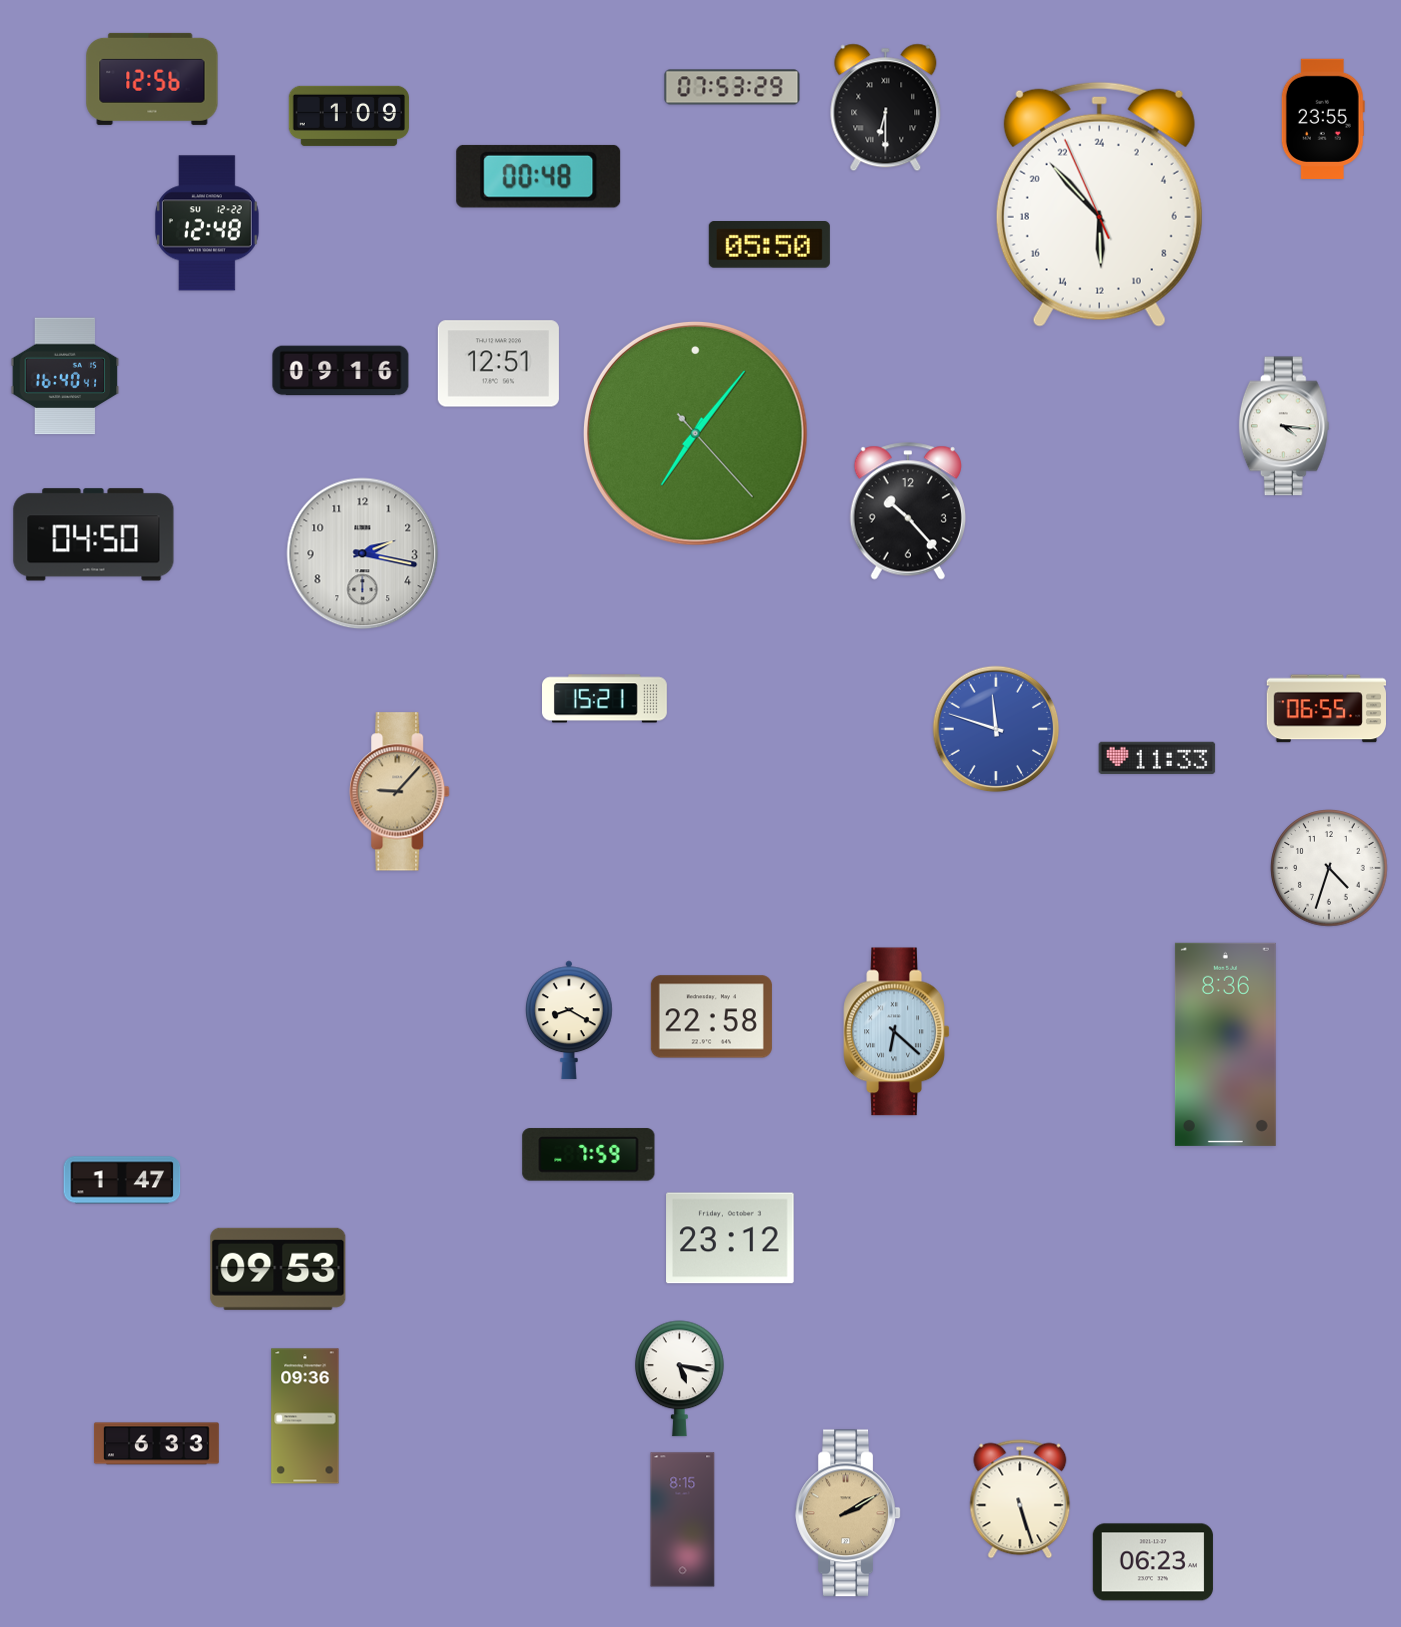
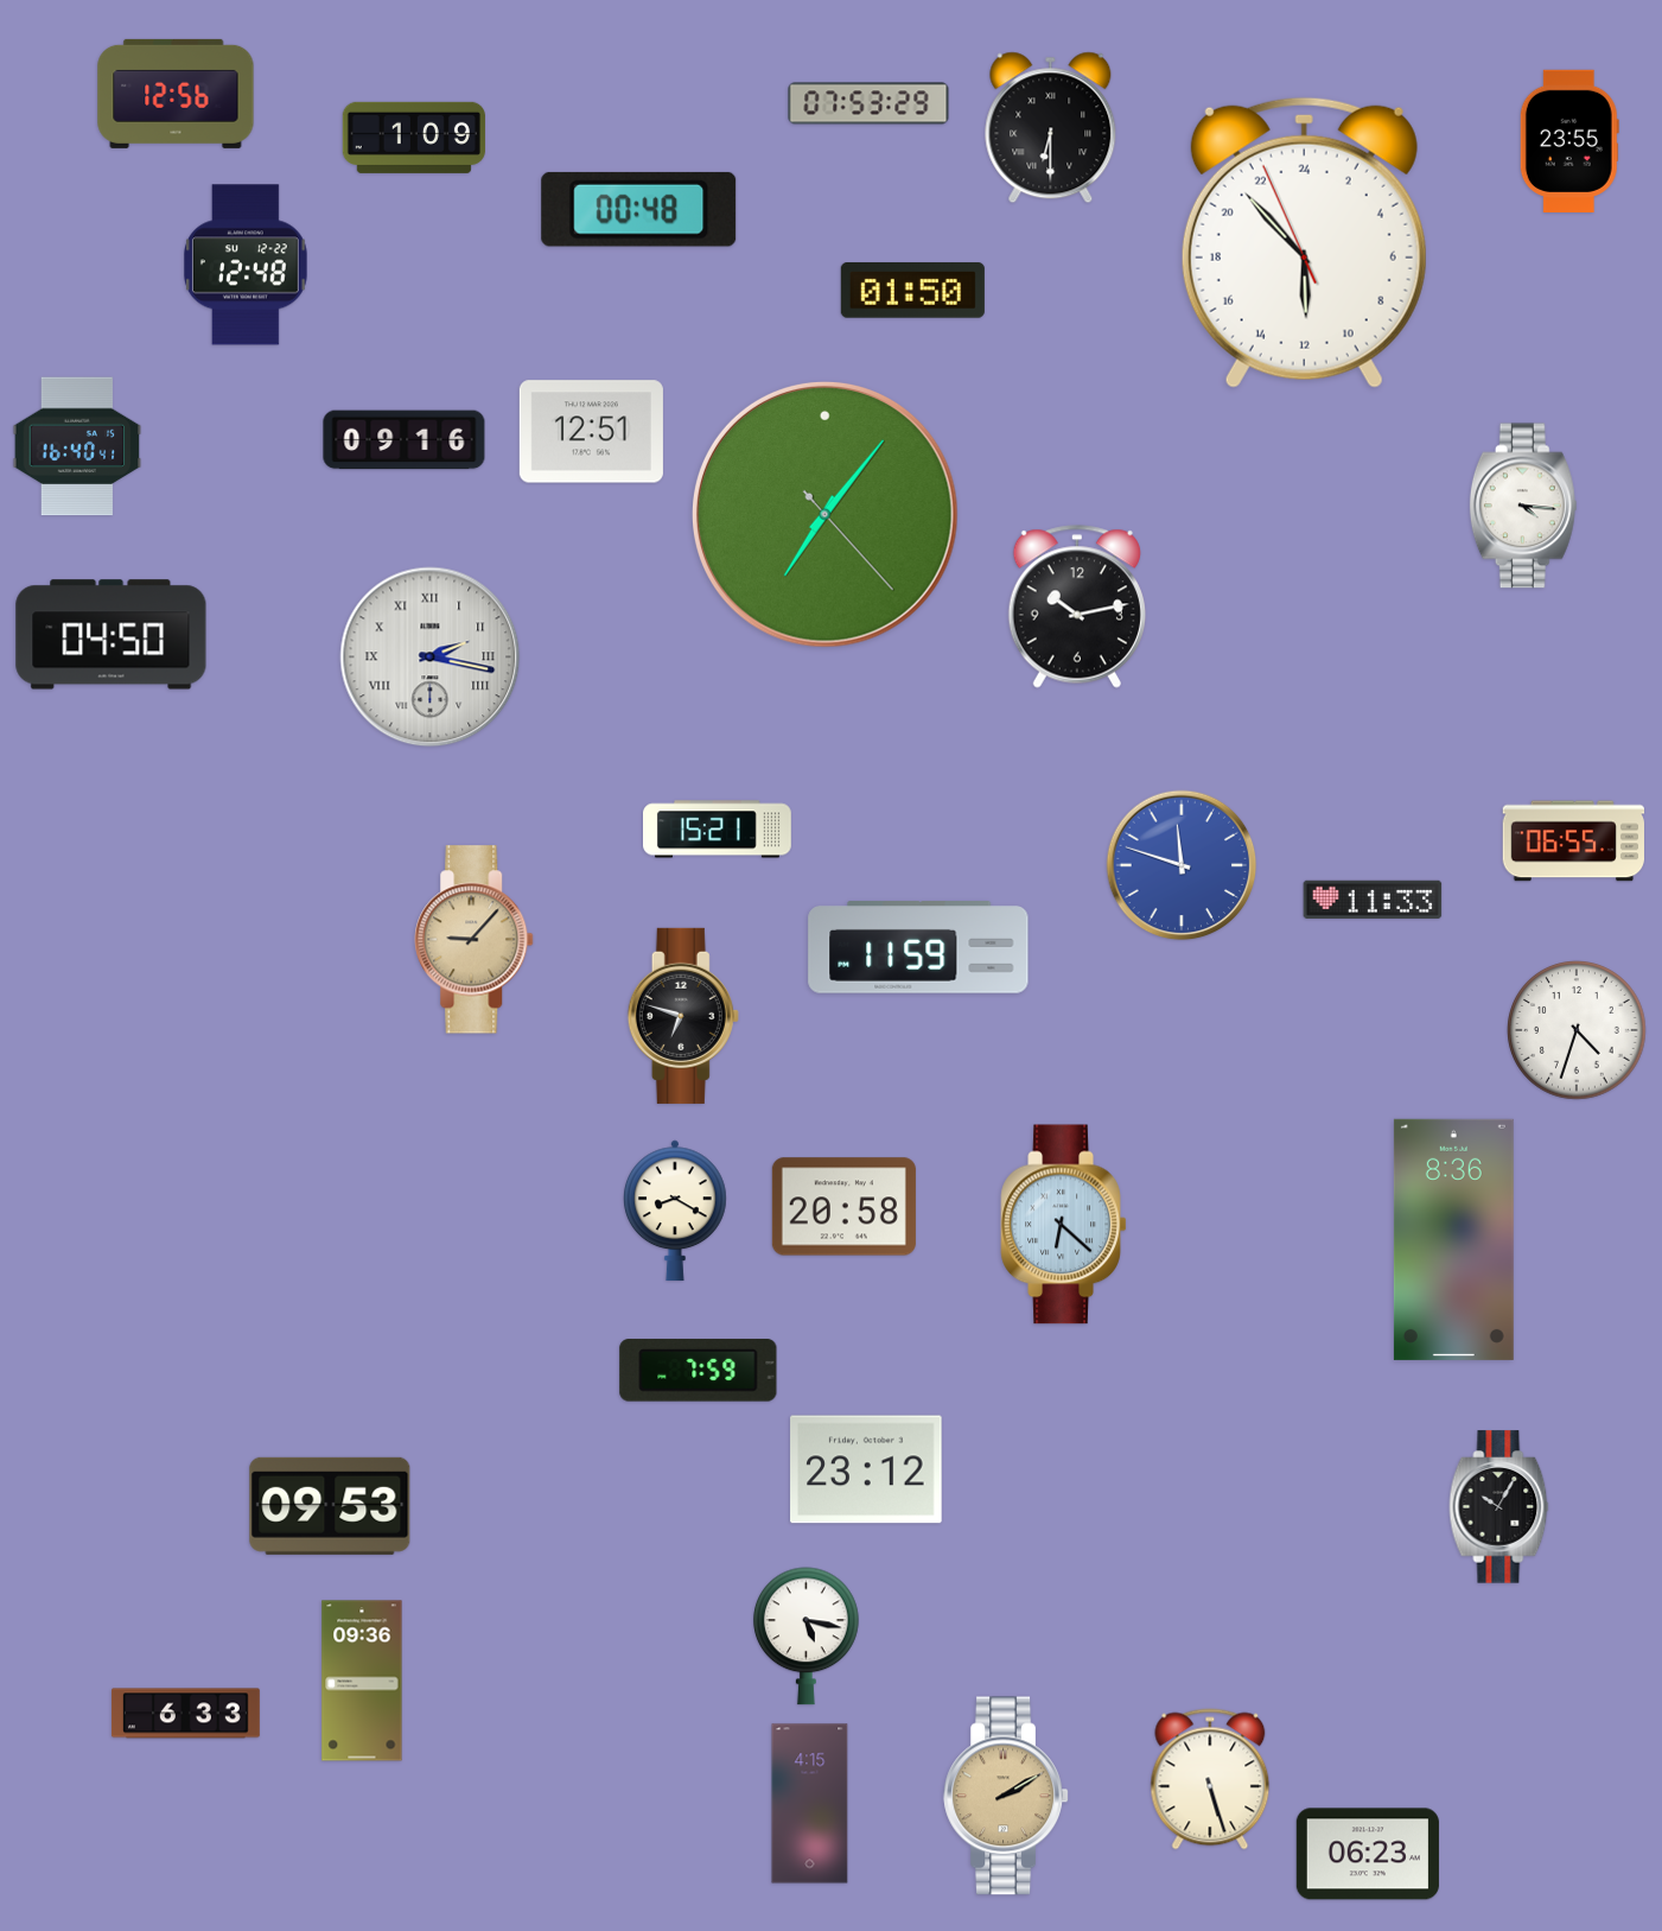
clock at (152, 79) position: (152, 79) -> (176, 94)
clock at (769, 245): 05:50 -> 01:50
clock at (908, 511): 10:23 -> 10:13
clock at (363, 554) numerals: Arabic -> Roman
clock at (918, 947): none -> 11:59
clock at (683, 1016): none -> 6:48
clock at (711, 1017): 22:58 -> 20:58
clock at (122, 1180): 1:47 -> none
clock at (1499, 1507): none -> 10:05
clock at (683, 1520): 8:15 -> 4:15
